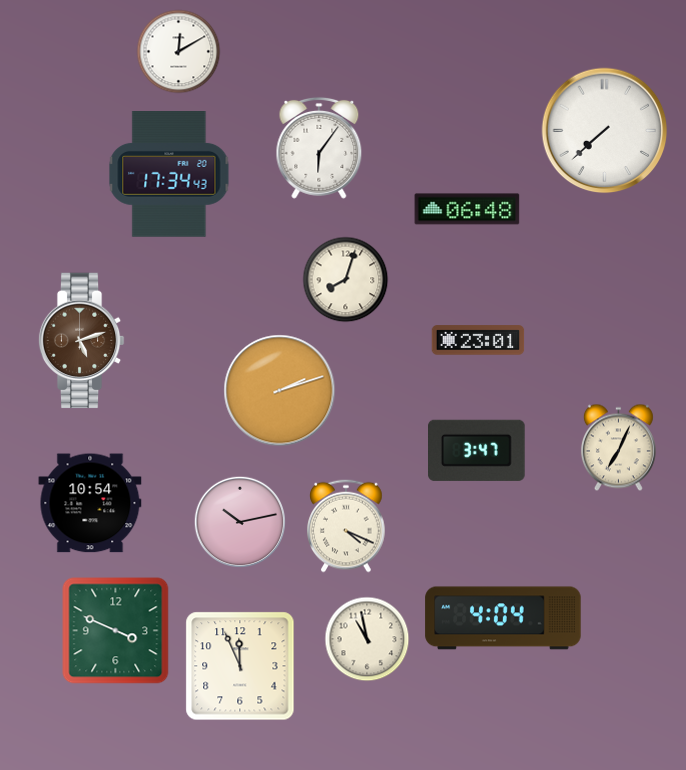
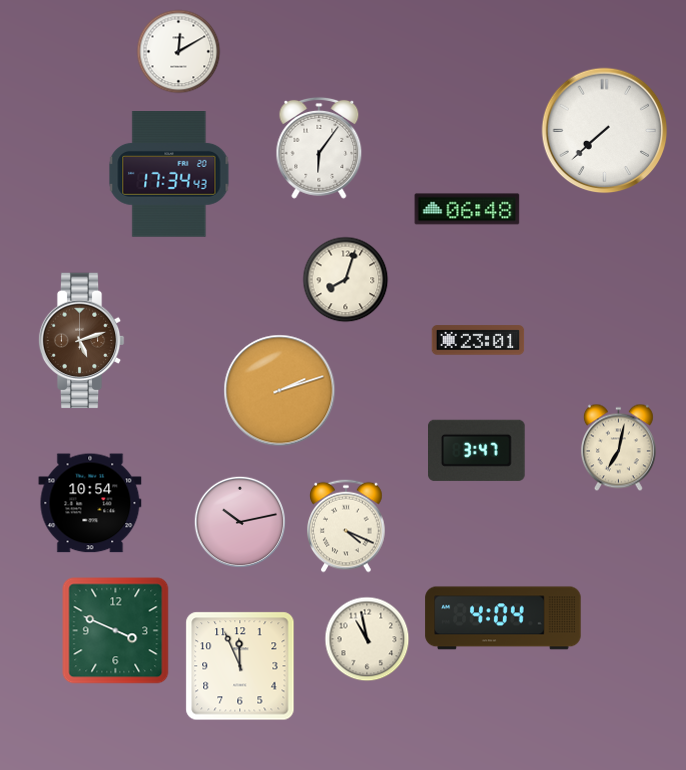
clock at (618, 448): 7:04 -> 7:02
